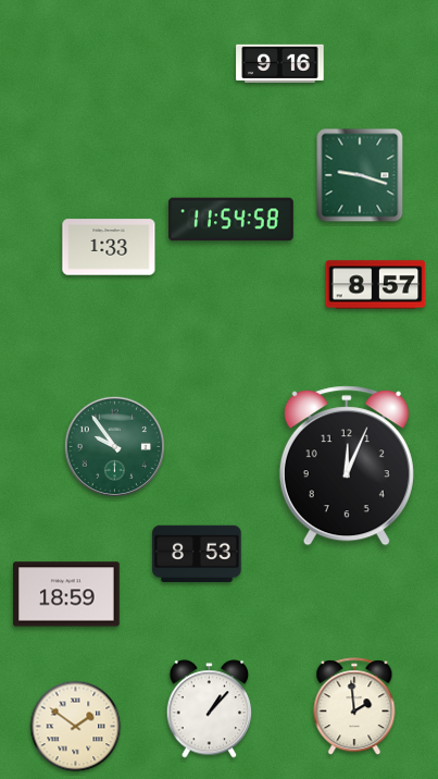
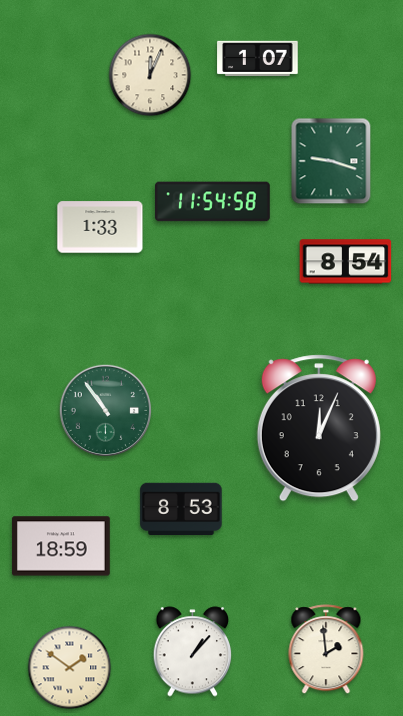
clock at (280, 63): 9:16 -> 1:07
clock at (150, 75): none -> 12:04
clock at (376, 285): 8:57 -> 8:54
clock at (114, 446): 9:54 -> 10:54
